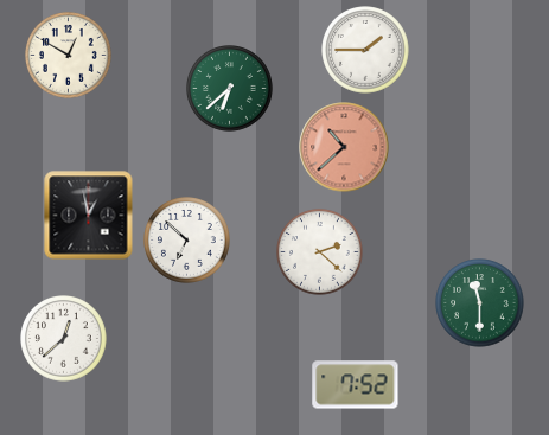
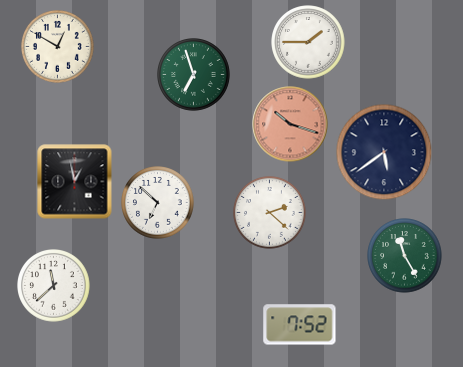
clock at (230, 89): 6:38 -> 6:57
clock at (344, 147): 10:38 -> 10:18
clock at (384, 152): none -> 5:39
clock at (480, 303): 11:30 -> 11:25
clock at (64, 339): 12:38 -> 11:38
